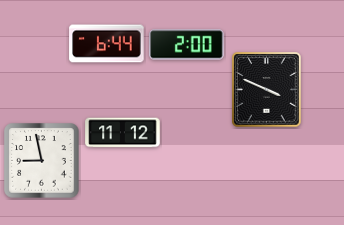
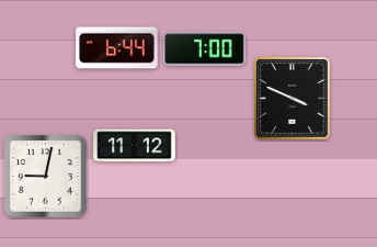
clock at (187, 45): 2:00 -> 7:00
clock at (42, 161): 8:58 -> 9:02
